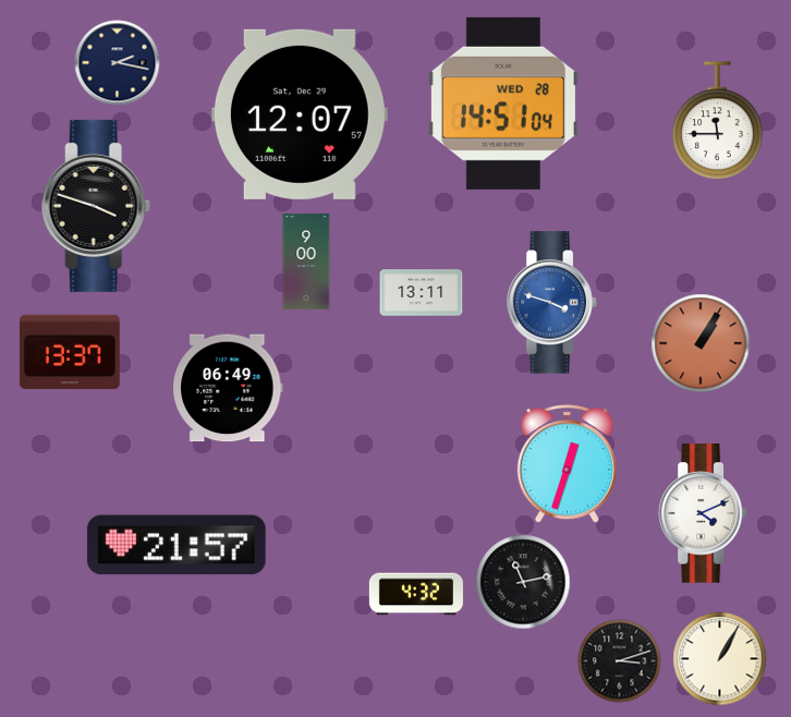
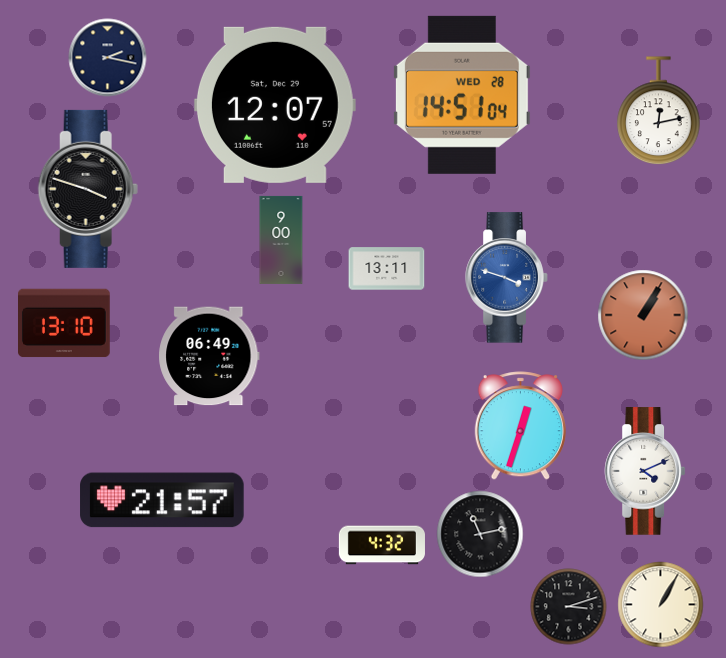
clock at (718, 121): 11:45 -> 12:13
clock at (71, 352): 13:37 -> 13:10
